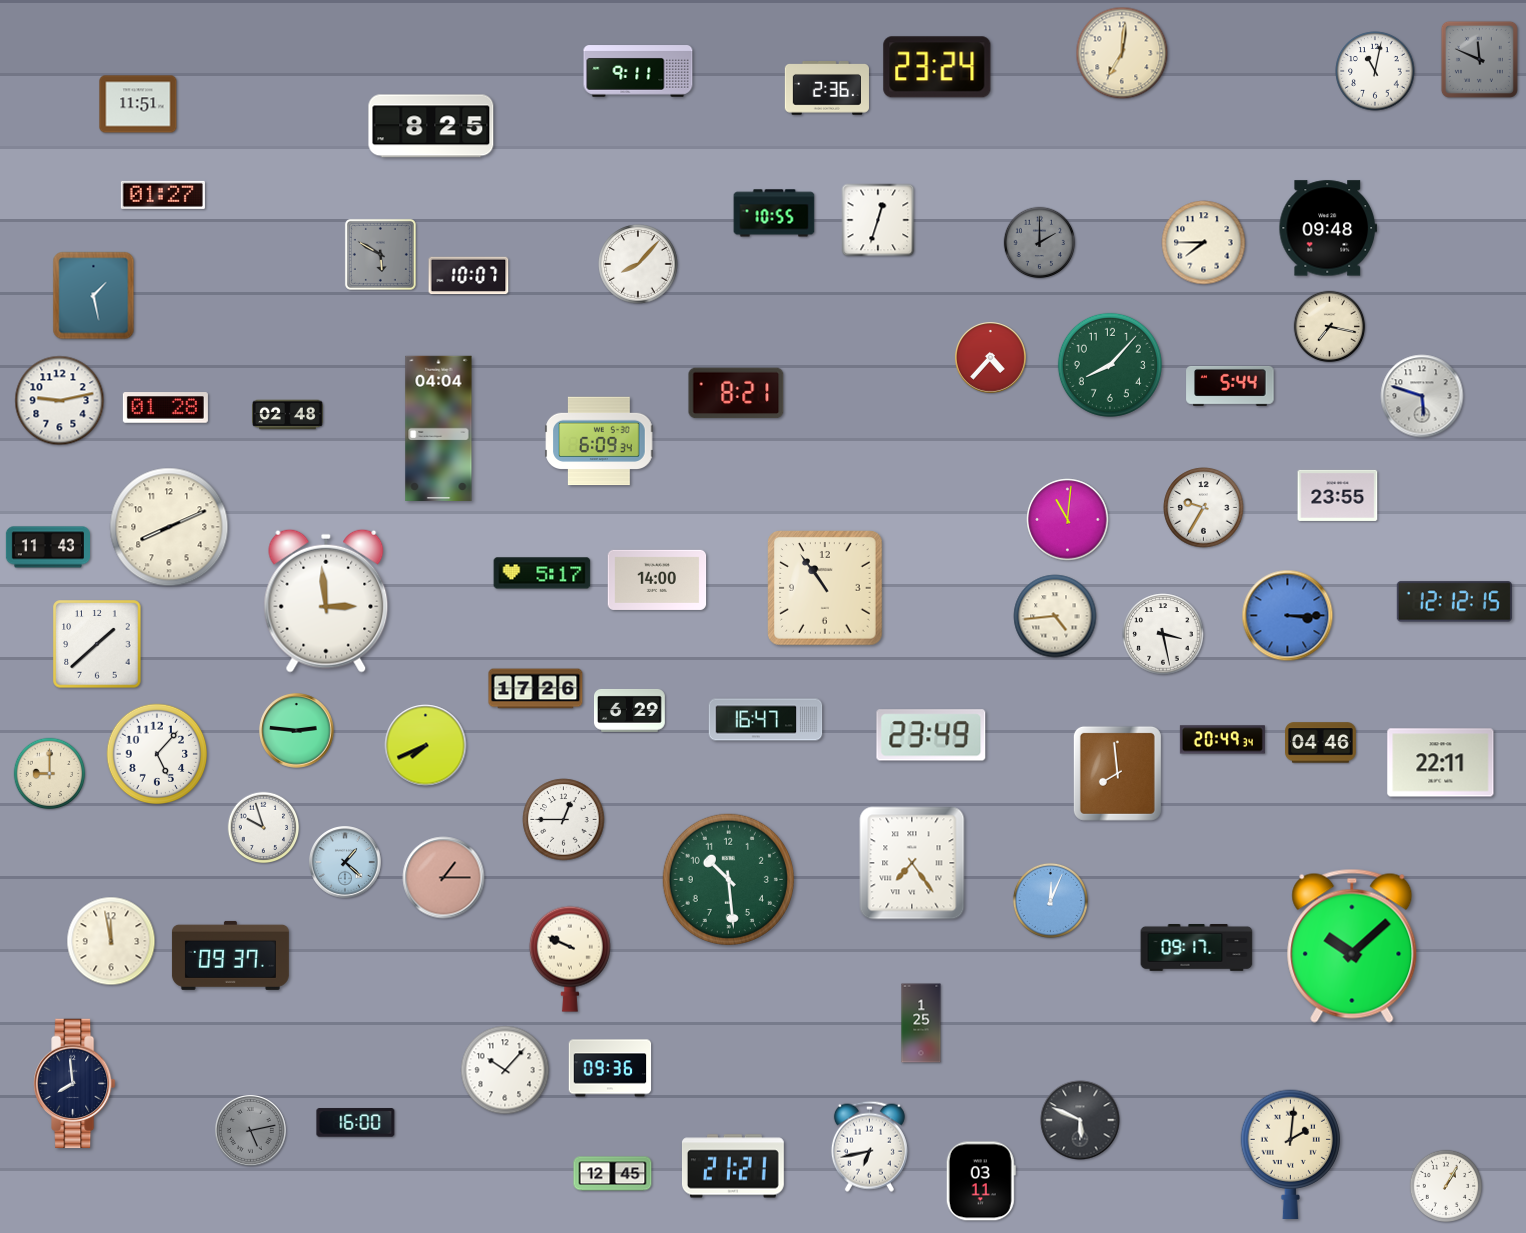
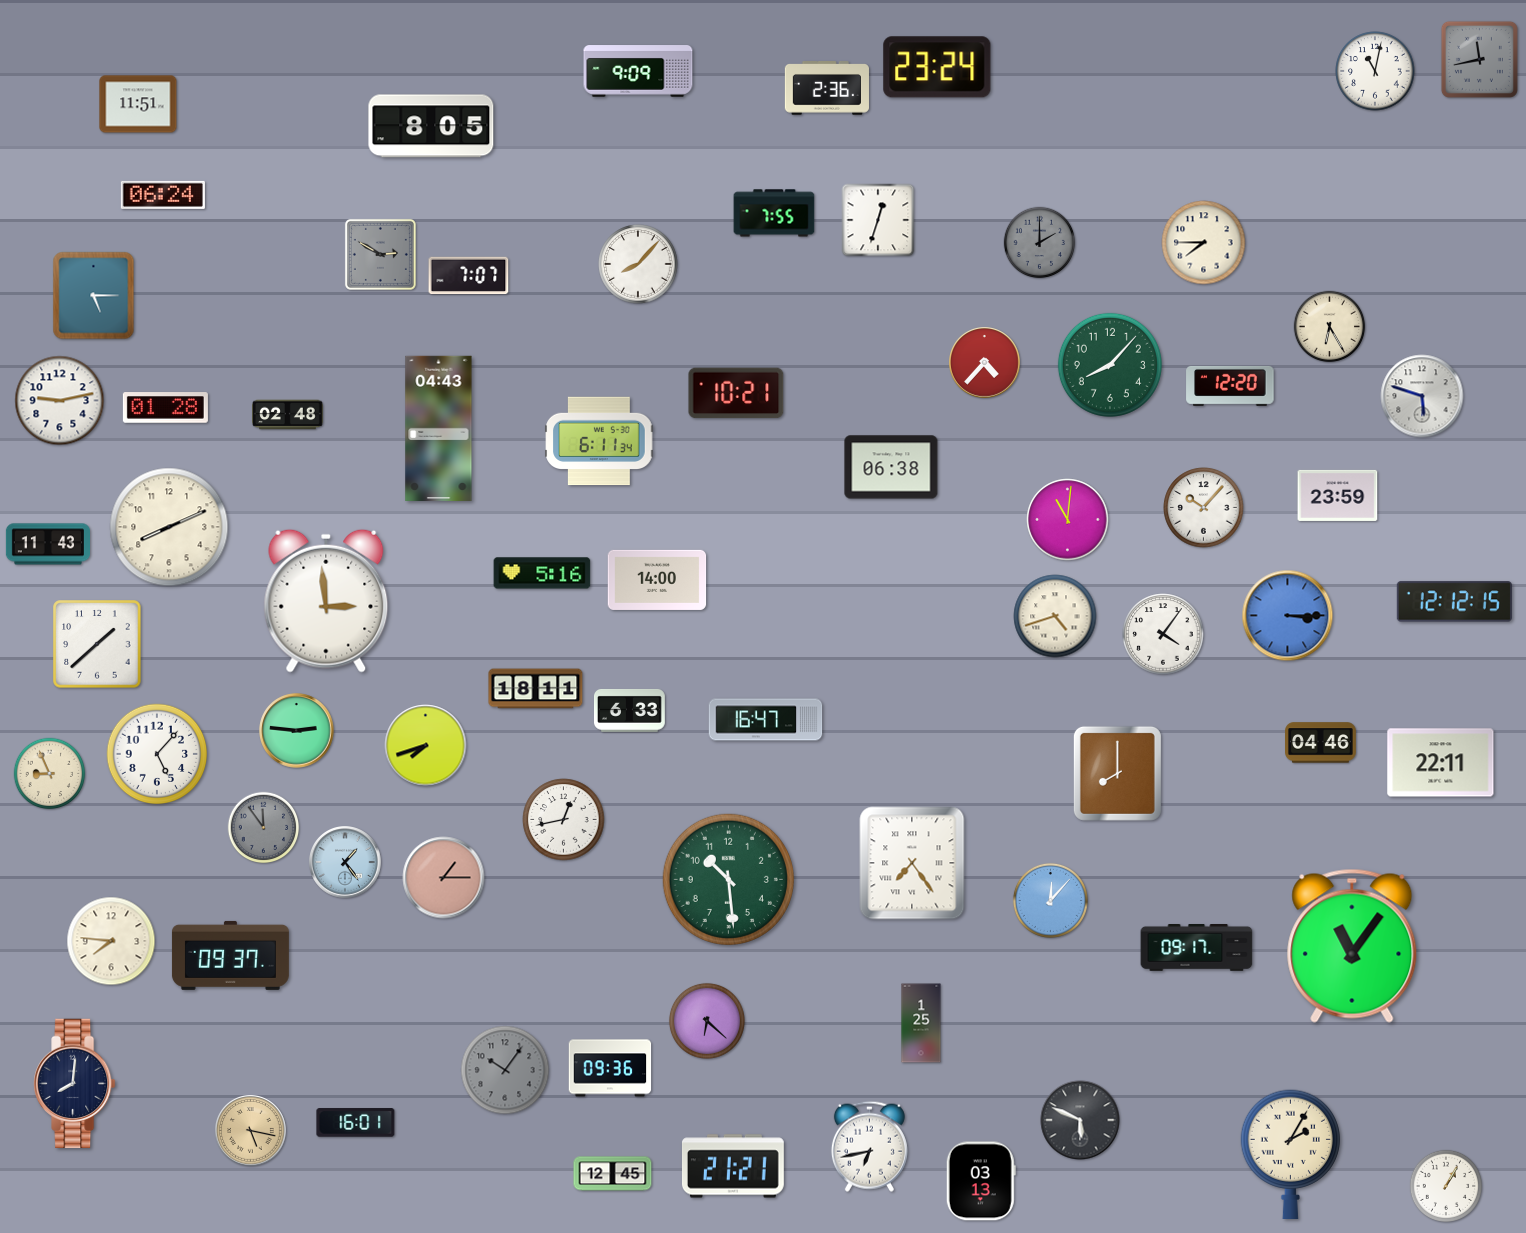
clock at (1122, 53): 7:01 -> none
clock at (1479, 59): 11:49 -> 11:43
clock at (638, 71): 9:11 -> 9:09
clock at (431, 126): 8:25 -> 8:05
clock at (163, 195): 01:27 -> 06:24
clock at (774, 213): 10:55 -> 7:55
clock at (1327, 228): 09:48 -> none
clock at (380, 254): 5:50 -> 2:50
clock at (469, 276): 10:07 -> 7:07
clock at (94, 296): 1:28 -> 5:15
clock at (1330, 327): 7:17 -> 6:25
clock at (991, 358) position: (991, 358) -> (985, 363)
clock at (1230, 386): 5:44 -> 12:20
clock at (736, 393): 8:21 -> 10:21
clock at (439, 428): 04:04 -> 04:43
clock at (599, 441): 6:09 -> 6:11
clock at (891, 467): none -> 06:38
clock at (1338, 495): 23:55 -> 23:59
clock at (1204, 508): 9:35 -> 10:07
clock at (47, 547) position: (47, 547) -> (47, 544)
clock at (542, 573): 5:17 -> 5:16
clock at (825, 588): 10:54 -> none
clock at (1055, 616): 4:44 -> 4:42
clock at (1163, 634): 3:28 -> 4:06
clock at (536, 689): 17:26 -> 18:11
clock at (630, 710): 6:29 -> 6:33
clock at (931, 735): 23:49 -> none
clock at (1222, 740): 20:49 -> none
clock at (426, 746): 7:41 -> 7:42
clock at (1117, 773): 7:59 -> 8:00
clock at (50, 774): 9:00 -> 8:56
clock at (564, 820): 12:45 -> 12:43
clock at (264, 828): 9:57 -> 11:54
clock at (264, 828) dial: white -> grey
clock at (346, 863): 1:22 -> 1:24
clock at (1050, 900): 12:04 -> 12:07
clock at (111, 941): 11:58 -> 7:46
clock at (1352, 946): 10:08 -> 11:06
clock at (570, 959): 9:49 -> none
clock at (707, 1021): none -> 6:22
clock at (505, 1070): 10:07 -> 10:06
clock at (505, 1070) dial: white -> grey
clock at (75, 1084): 7:59 -> 8:01
clock at (356, 1123): 16:00 -> 16:01
clock at (251, 1131): 5:13 -> 5:17
clock at (251, 1131) dial: grey -> champagne
clock at (1290, 1154): 2:01 -> 2:05
clock at (981, 1181): 03:11 -> 03:13
